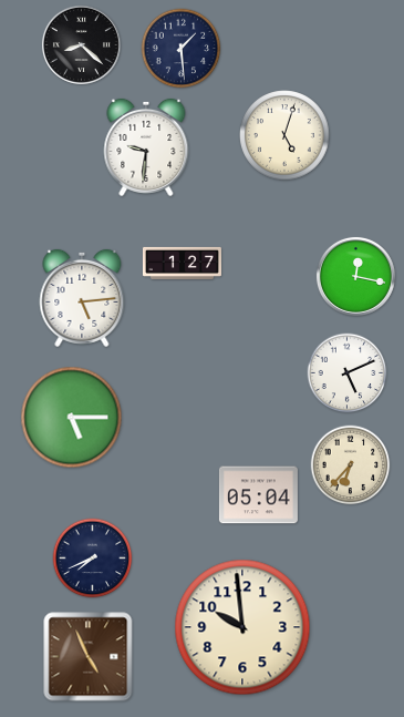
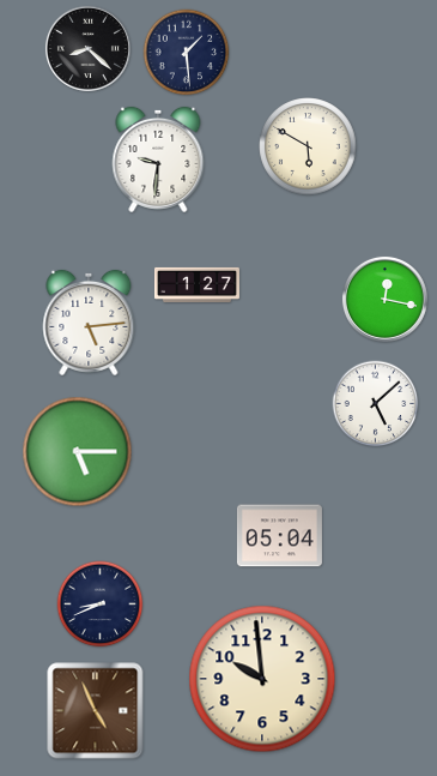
clock at (182, 49) position: (182, 49) -> (187, 53)
clock at (284, 135): 5:03 -> 5:50
clock at (348, 373): 5:11 -> 5:08
clock at (351, 465): 6:37 -> none
clock at (93, 559): 7:41 -> 8:41
